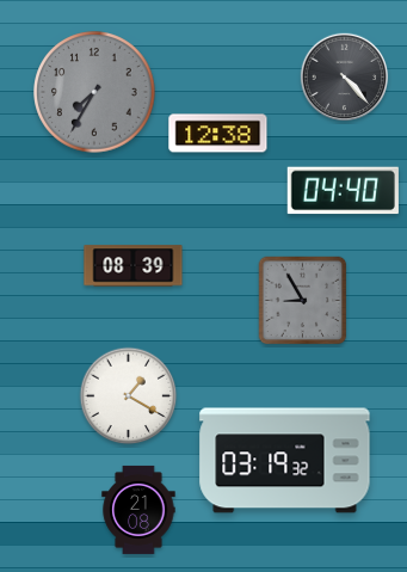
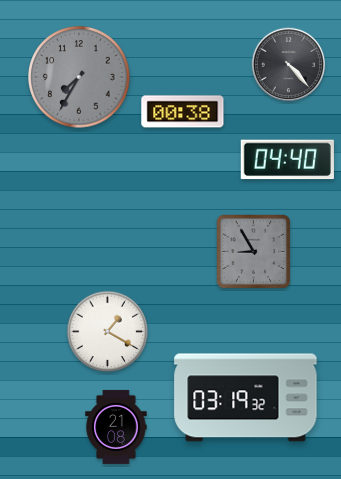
clock at (218, 134): 12:38 -> 00:38
clock at (134, 266): 08:39 -> none
clock at (285, 461) position: (285, 461) -> (246, 398)
